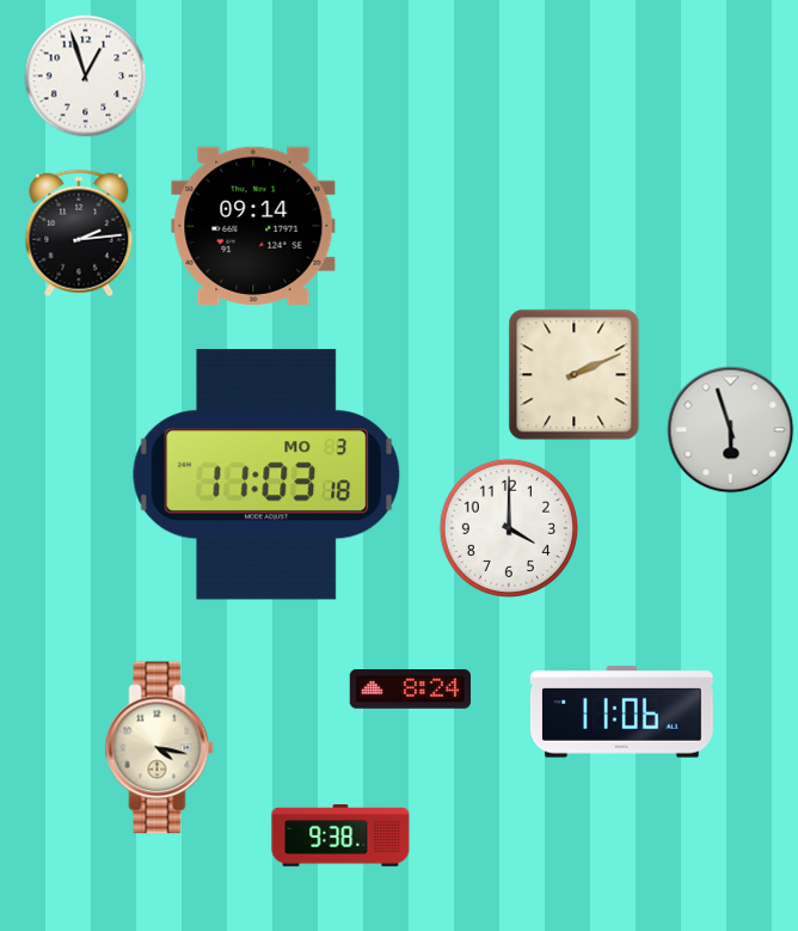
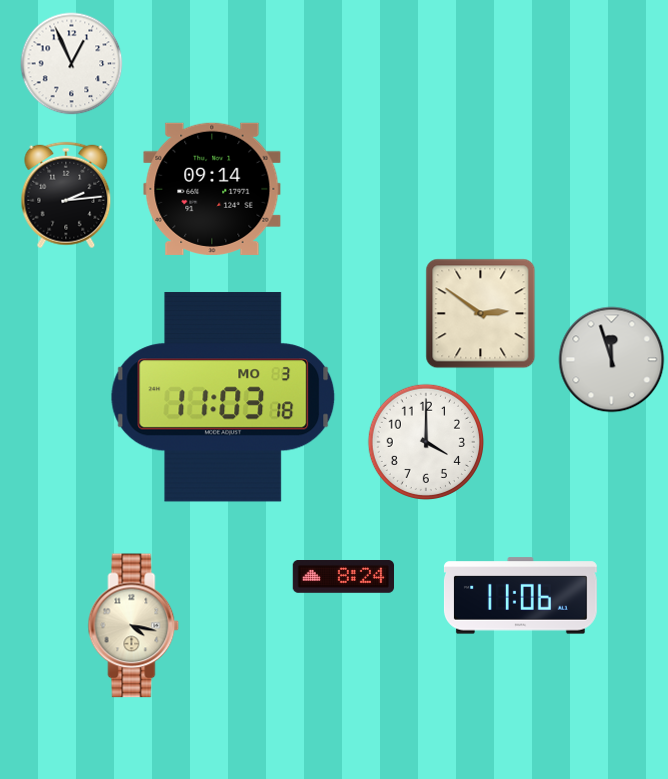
clock at (86, 76): 12:57 -> 12:56
clock at (575, 375): 2:11 -> 2:51
clock at (731, 430): 5:57 -> 11:57
clock at (340, 837): 9:38 -> none
